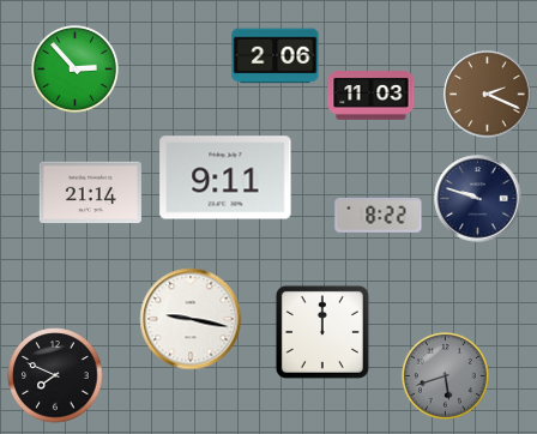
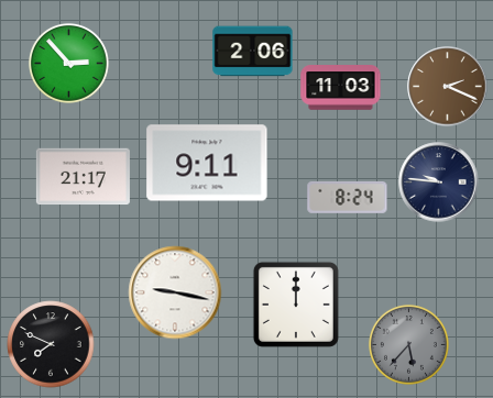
clock at (90, 193): 21:14 -> 21:17
clock at (478, 199): 9:48 -> 9:46
clock at (379, 215): 8:22 -> 8:24
clock at (445, 375): 5:42 -> 5:37
